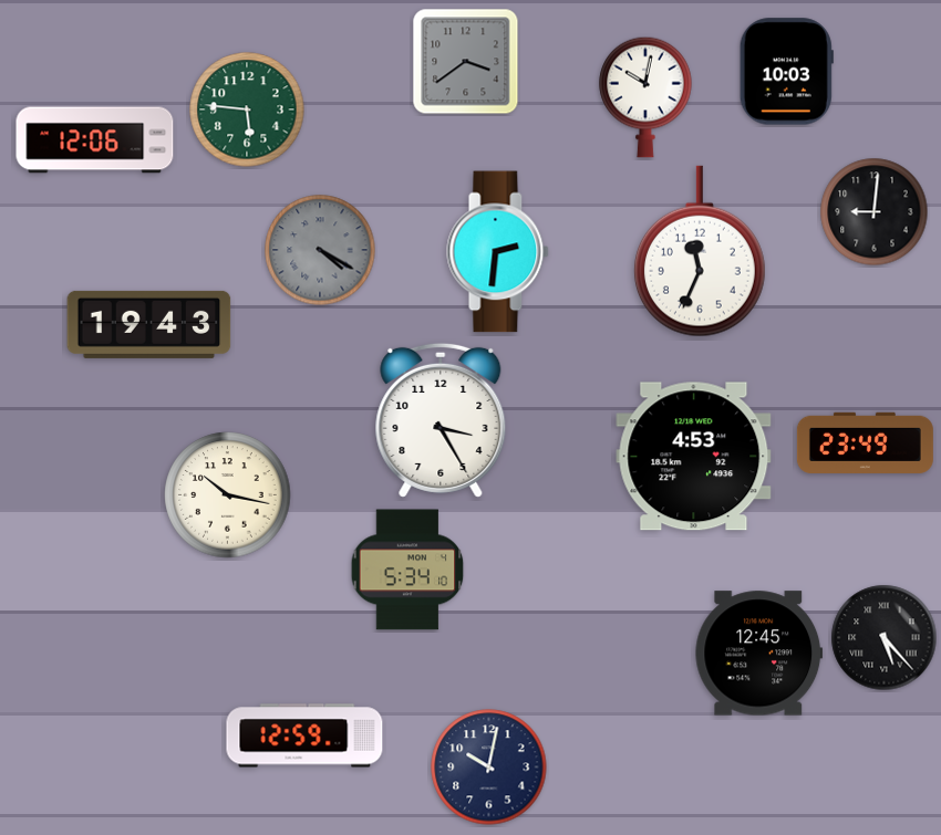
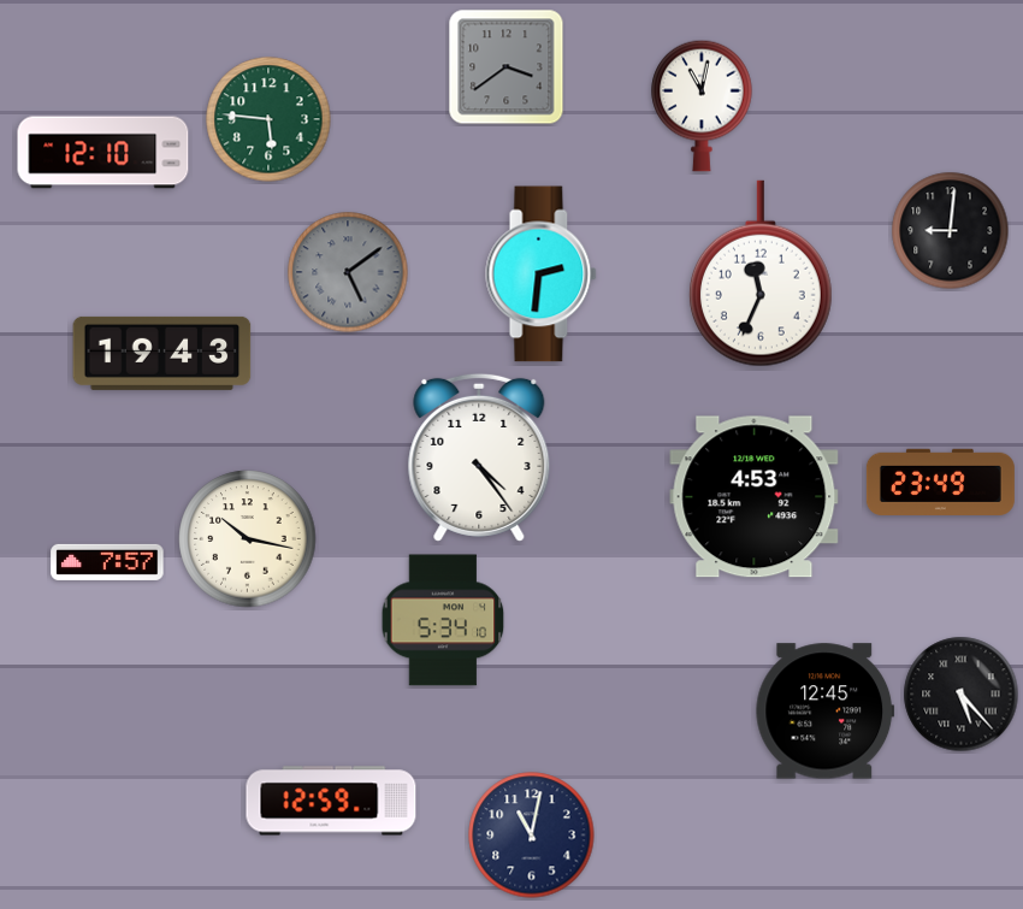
clock at (786, 72): 10:03 -> none
clock at (645, 97): 10:02 -> 11:02
clock at (95, 140): 12:06 -> 12:10
clock at (320, 250): 4:20 -> 5:09
clock at (441, 420): 3:25 -> 4:24
clock at (107, 562): none -> 7:57
clock at (489, 768): 10:02 -> 11:02
